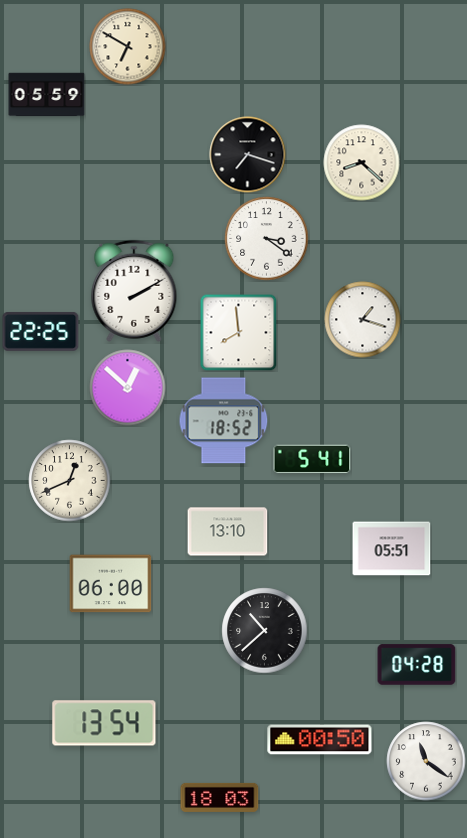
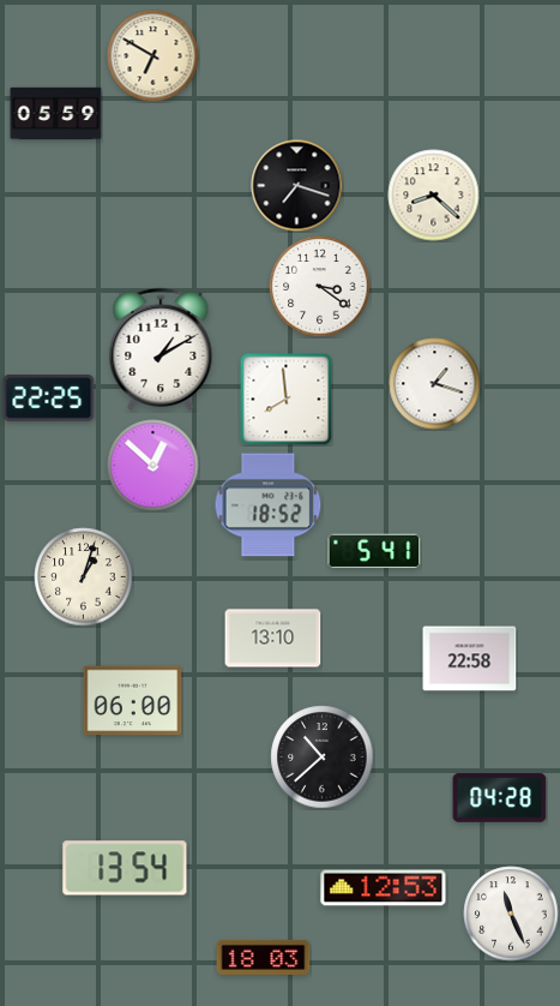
clock at (134, 291): 2:10 -> 1:10
clock at (70, 481): 12:41 -> 1:03
clock at (392, 549): 05:51 -> 22:58
clock at (265, 631) position: (265, 631) -> (323, 758)
clock at (320, 740): 00:50 -> 12:53
clock at (426, 761): 11:21 -> 11:26
